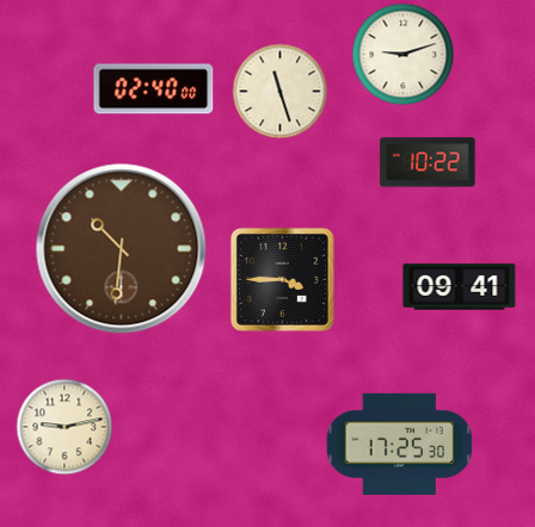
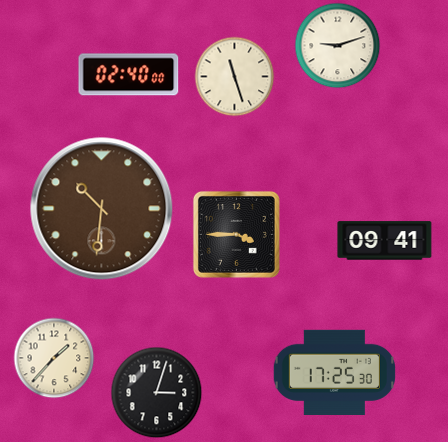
clock at (428, 162): 10:22 -> none
clock at (64, 427): 9:13 -> 1:37
clock at (156, 392): none -> 3:03
